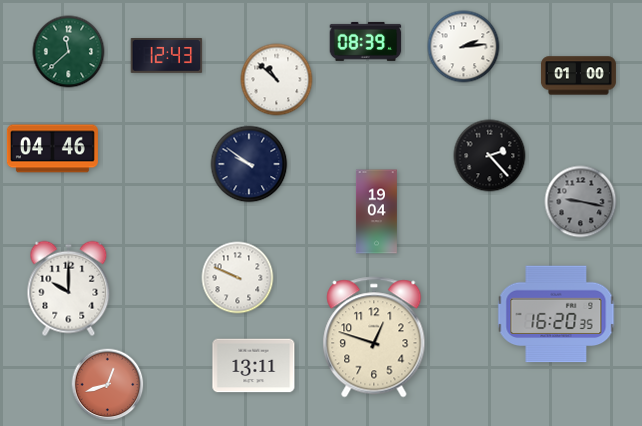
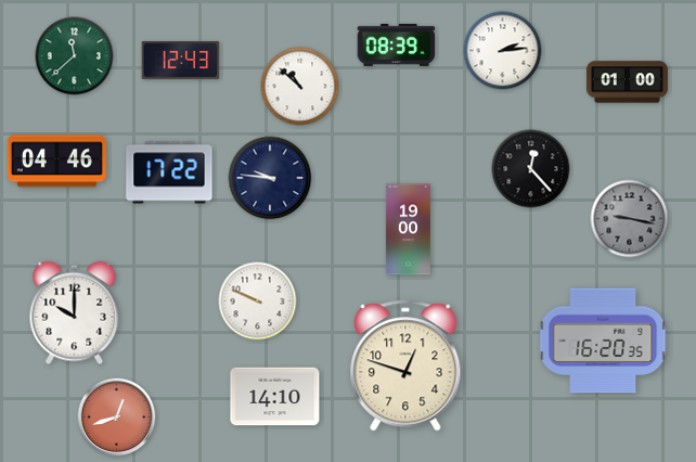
clock at (490, 156): 2:23 -> 12:23
clock at (169, 172): none -> 17:22
clock at (249, 164): 9:51 -> 9:46
clock at (376, 212): 19:04 -> 19:00
clock at (254, 366): 13:11 -> 14:10
